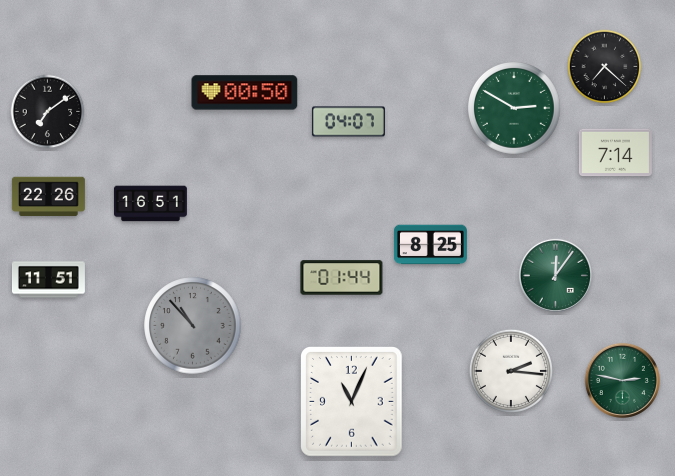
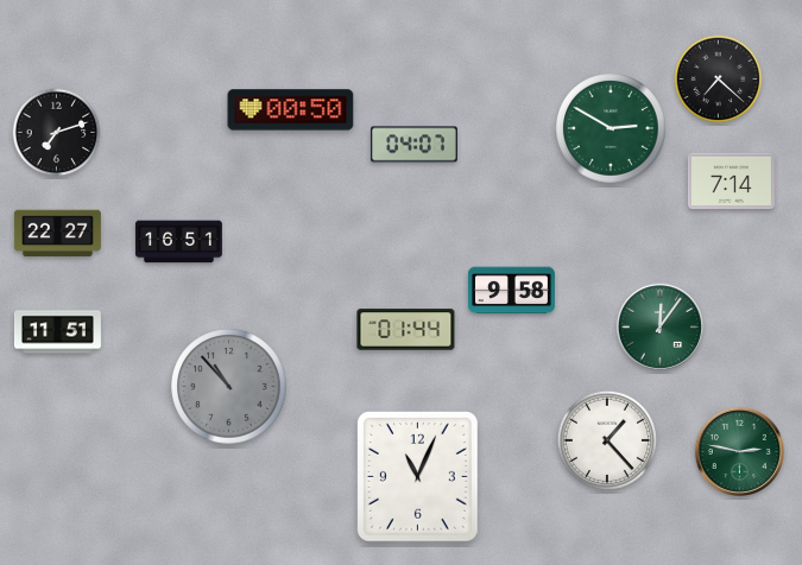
clock at (48, 112): 7:09 -> 7:12
clock at (48, 197): 22:26 -> 22:27
clock at (430, 245): 8:25 -> 9:58
clock at (511, 371): 2:16 -> 1:23
